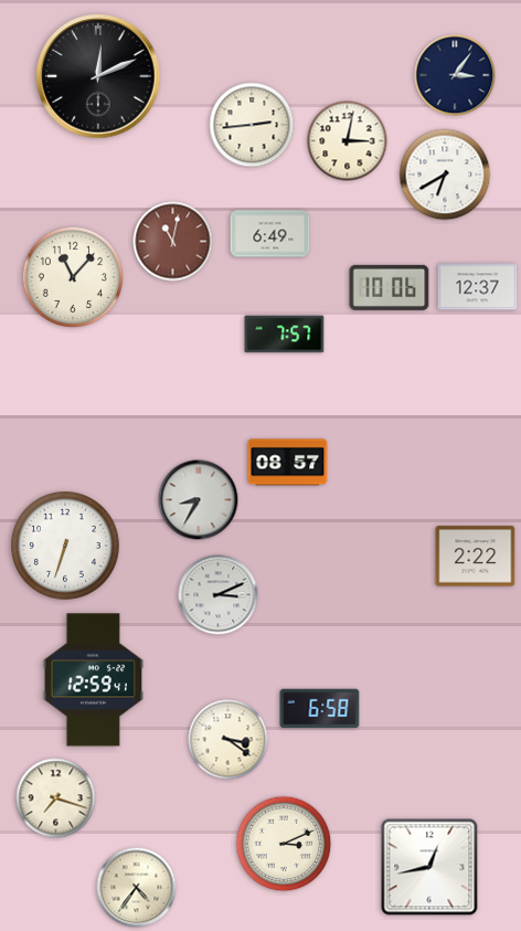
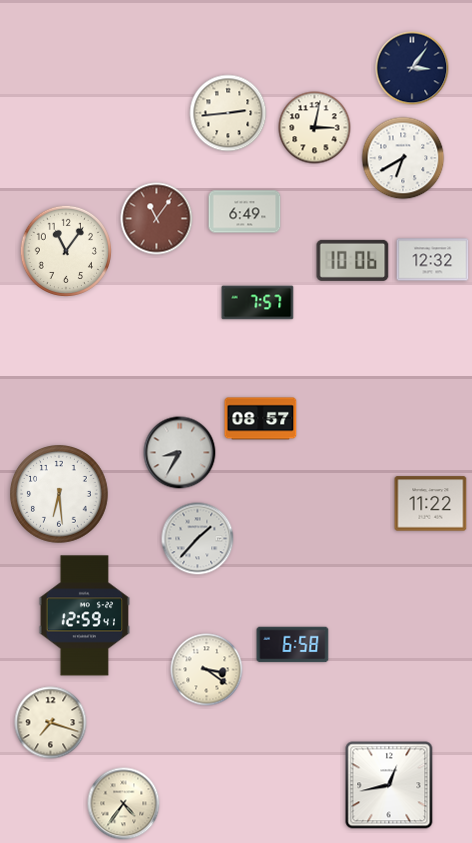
clock at (98, 76): 12:11 -> none
clock at (173, 242): 11:02 -> 11:06
clock at (72, 276): 11:07 -> 11:06
clock at (478, 287): 12:37 -> 12:32
clock at (66, 547): 6:33 -> 6:29
clock at (476, 557): 2:22 -> 11:22
clock at (219, 595): 3:11 -> 1:37
clock at (320, 709) position: (320, 709) -> (293, 645)
clock at (284, 844): 3:11 -> none
